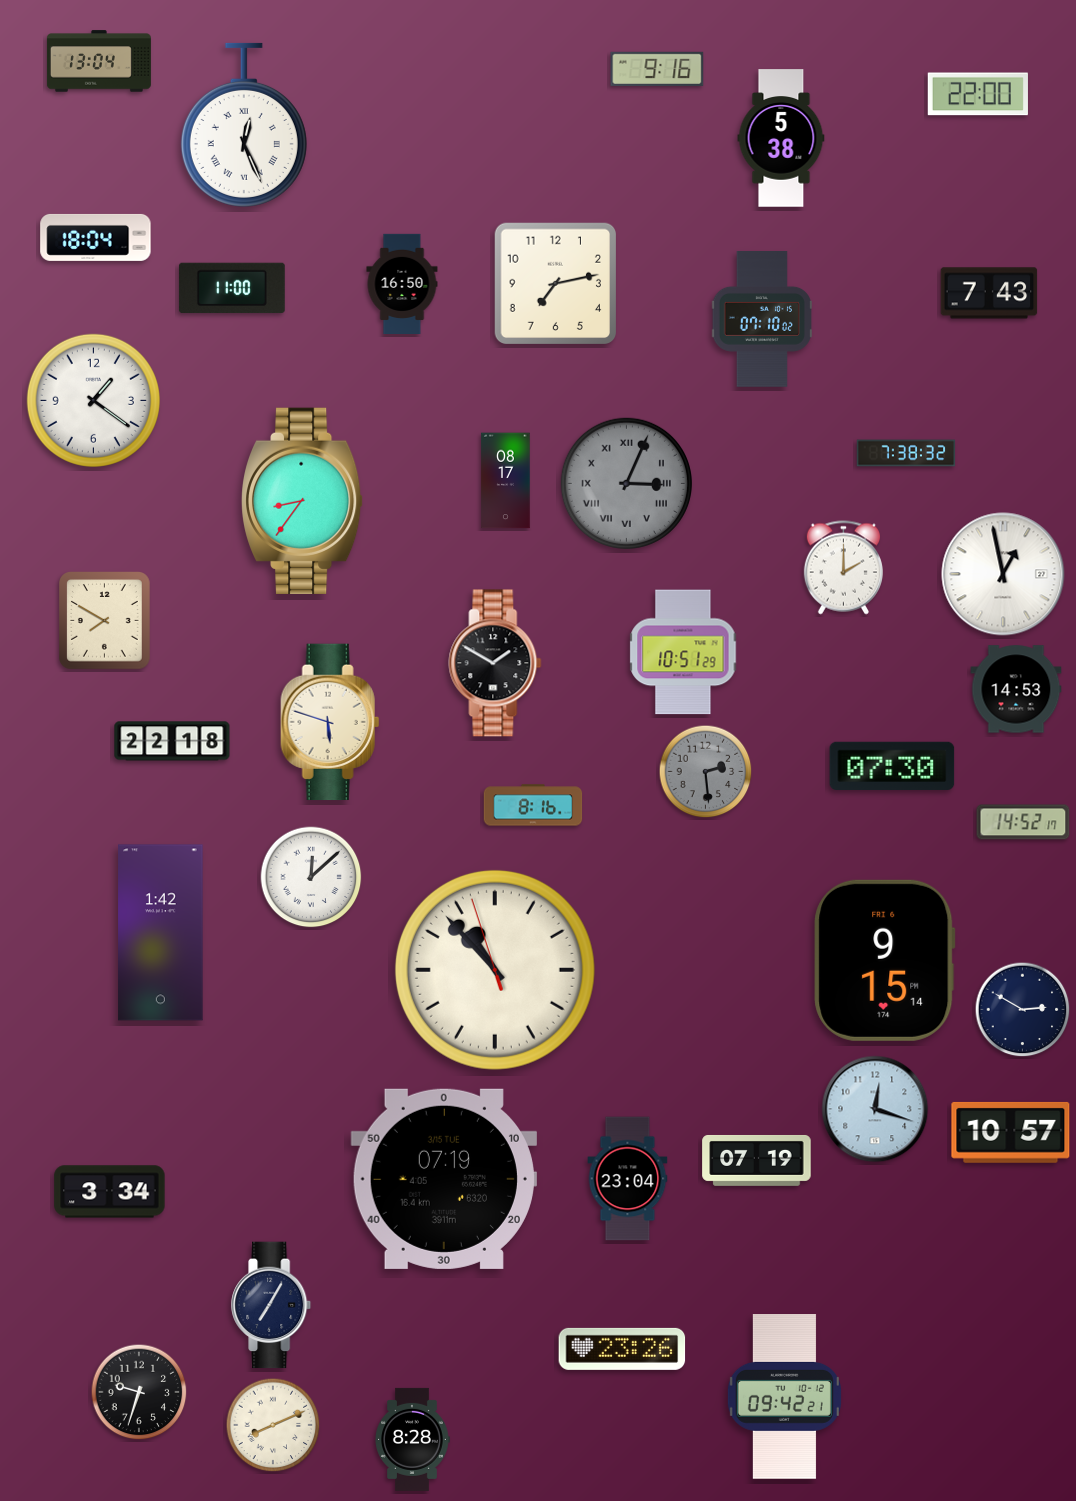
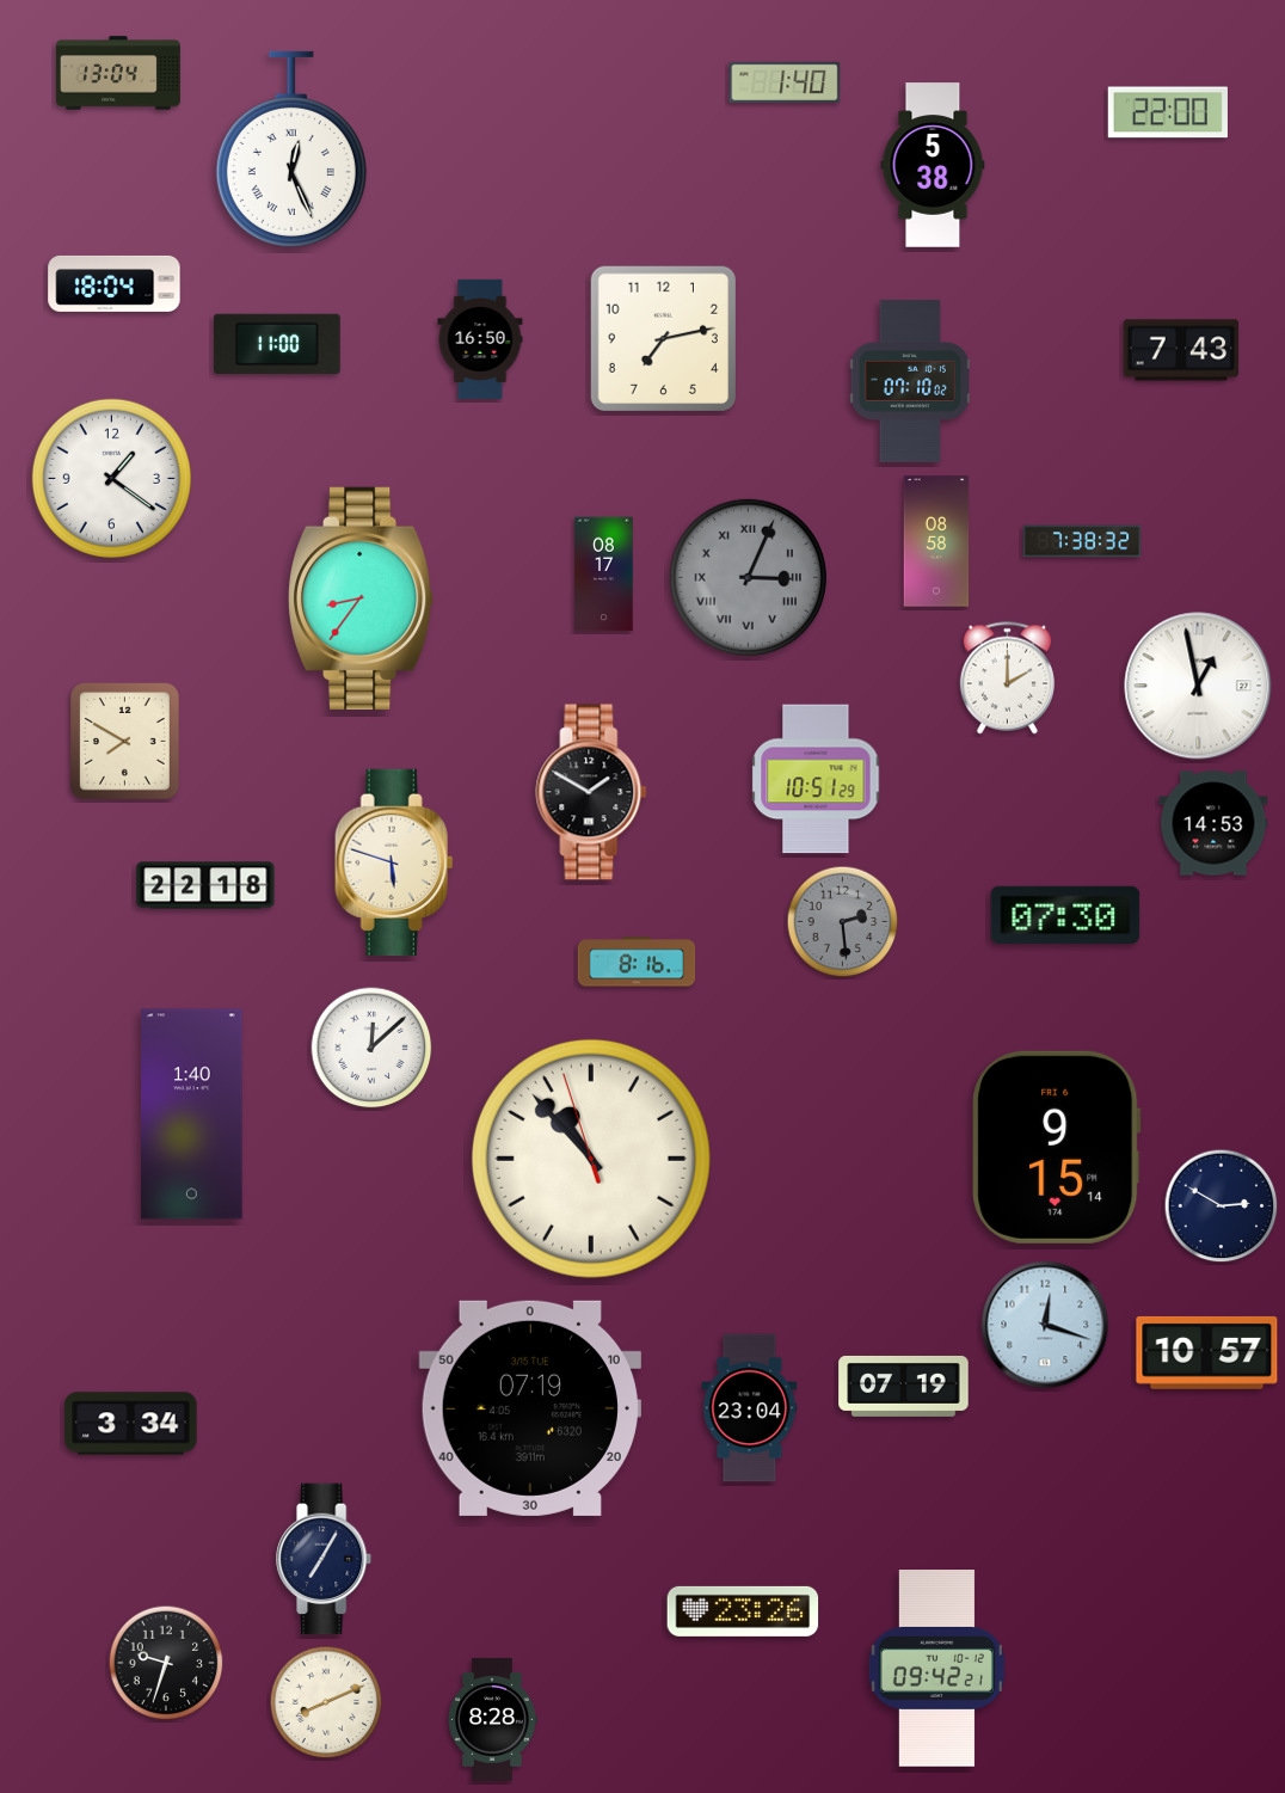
clock at (657, 69): 9:16 -> 1:40
clock at (936, 541): none -> 08:58
clock at (1023, 822): 14:52 -> none
clock at (161, 933): 1:42 -> 1:40
